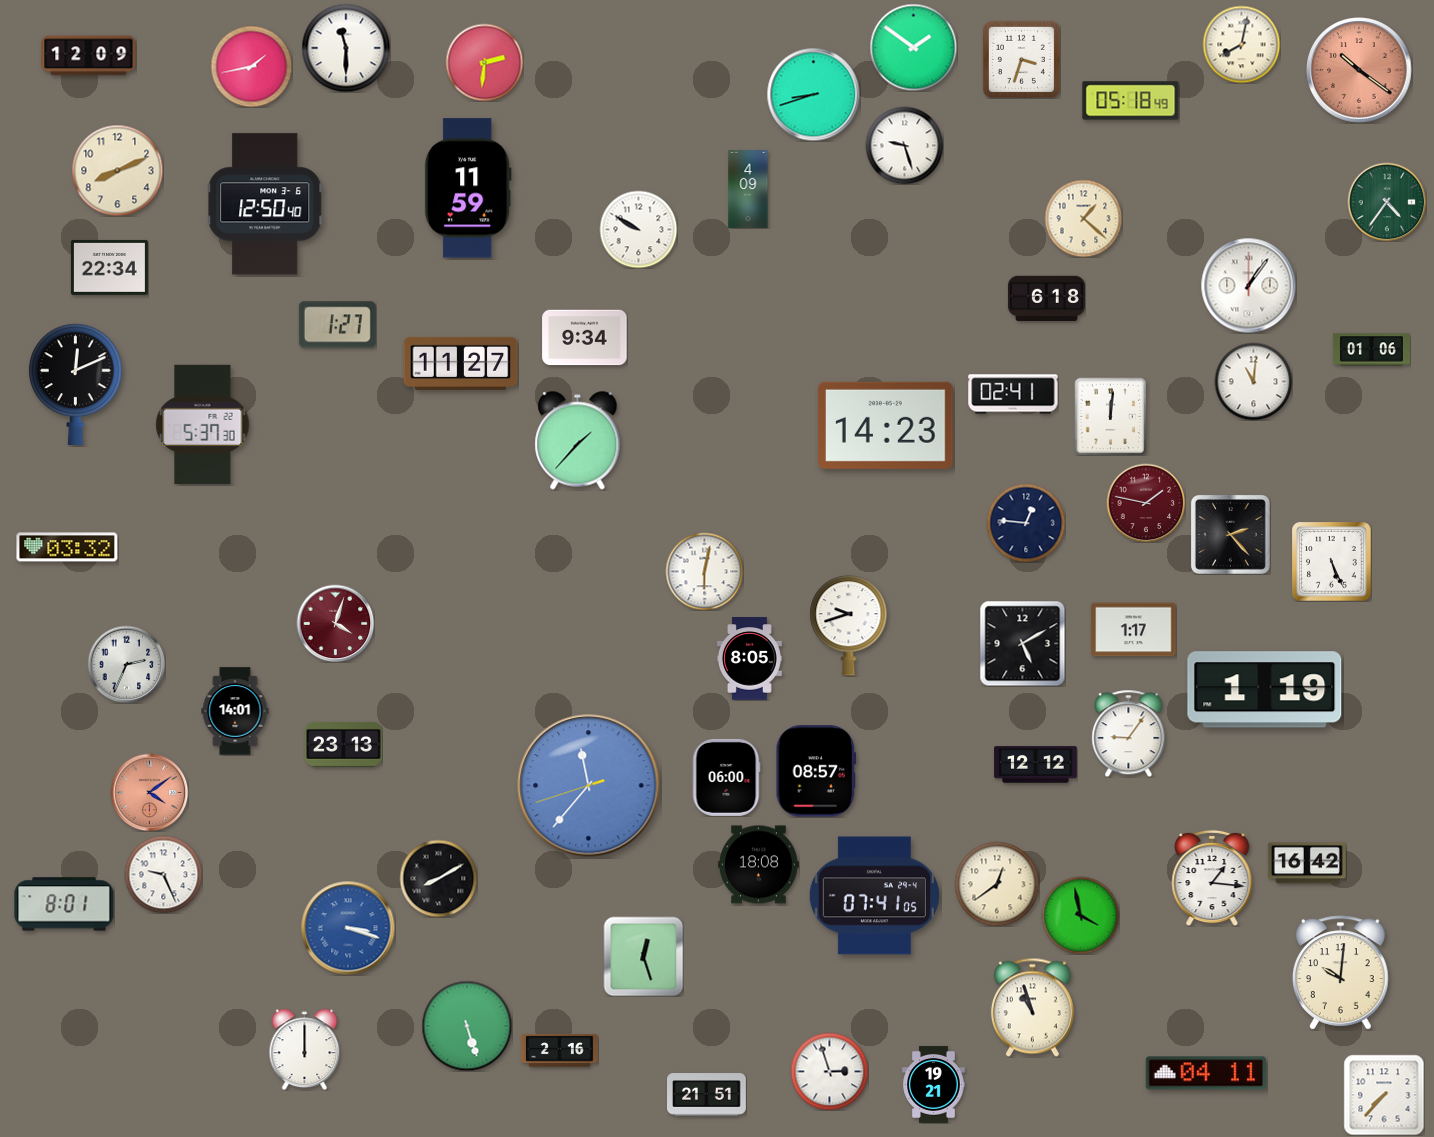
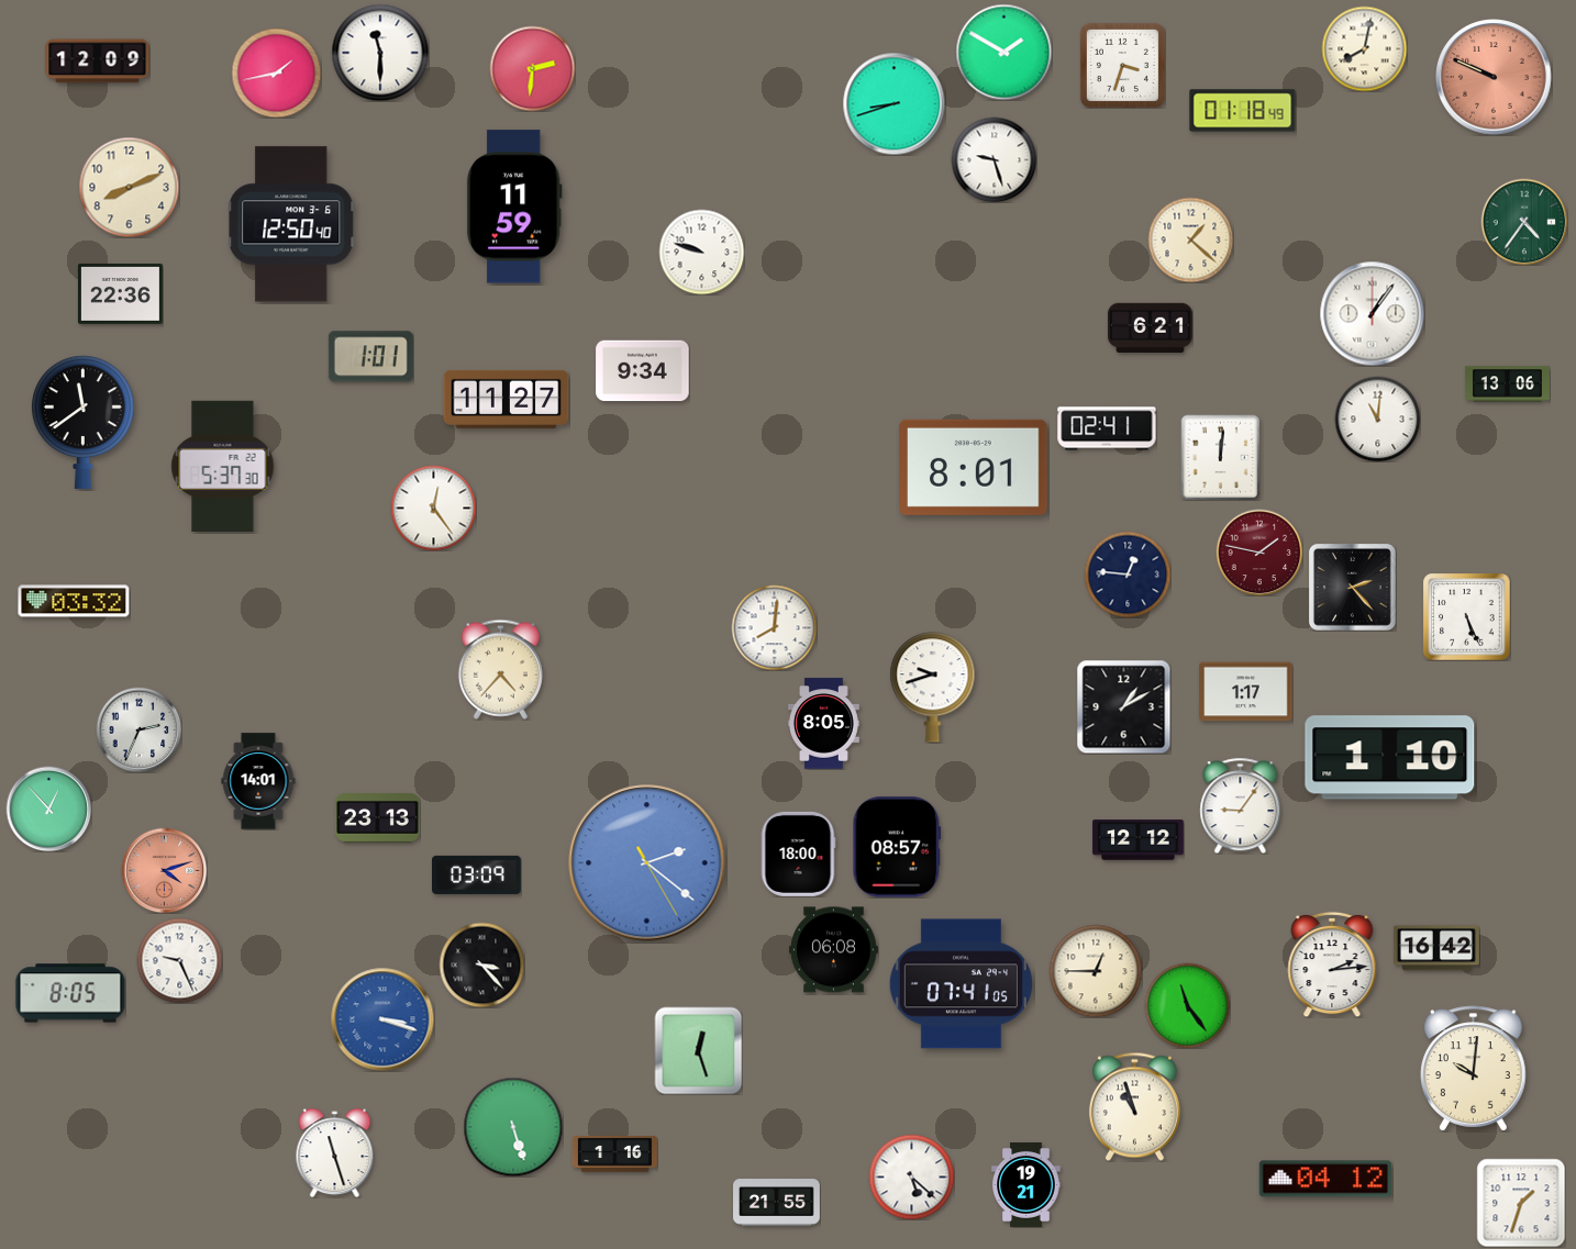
clock at (913, 47): 1:51 -> 1:50
clock at (1359, 70): 10:21 -> 9:49
clock at (1131, 101): 05:18 -> 01:18
clock at (748, 190): 4:09 -> none
clock at (638, 229): 9:50 -> 9:48
clock at (109, 267): 22:34 -> 22:36
clock at (1046, 298): 6:18 -> 6:21
clock at (337, 325): 1:27 -> 1:01
clock at (1371, 350): 01:06 -> 13:06
clock at (76, 384): 12:11 -> 11:39
clock at (1013, 394) position: (1013, 394) -> (1107, 428)
clock at (886, 425): 14:23 -> 8:01
clock at (578, 441): 1:37 -> none
clock at (433, 508): none -> 12:24
clock at (1331, 561) position: (1331, 561) -> (1466, 616)
clock at (704, 571): 6:02 -> 8:01
clock at (500, 669): none -> 4:37
clock at (335, 623): 4:03 -> none
clock at (1022, 643): 5:10 -> 1:10
clock at (1265, 690): 1:19 -> 1:10
clock at (48, 808): none -> 12:53
clock at (726, 777): 06:00 -> 18:00
clock at (589, 786): 11:36 -> 2:21
clock at (149, 792): 4:09 -> 4:12
clock at (477, 874): none -> 03:09
clock at (759, 865): 18:08 -> 06:08
clock at (438, 878): 8:10 -> 3:23
clock at (1212, 878): 1:16 -> 2:14
clock at (997, 884): 12:39 -> 12:45
clock at (64, 904): 8:01 -> 8:05
clock at (1080, 915): 3:58 -> 11:24
clock at (643, 956) position: (643, 956) -> (698, 1050)
clock at (305, 1049): 12:00 -> 11:27
clock at (559, 1051): 2:16 -> 1:16
clock at (829, 1071): 2:57 -> 5:22
clock at (1206, 1073): 04:11 -> 04:12
clock at (934, 1084) position: (934, 1084) -> (1026, 1184)
clock at (707, 1095): 21:51 -> 21:55
clock at (1384, 1095): 7:37 -> 1:33
